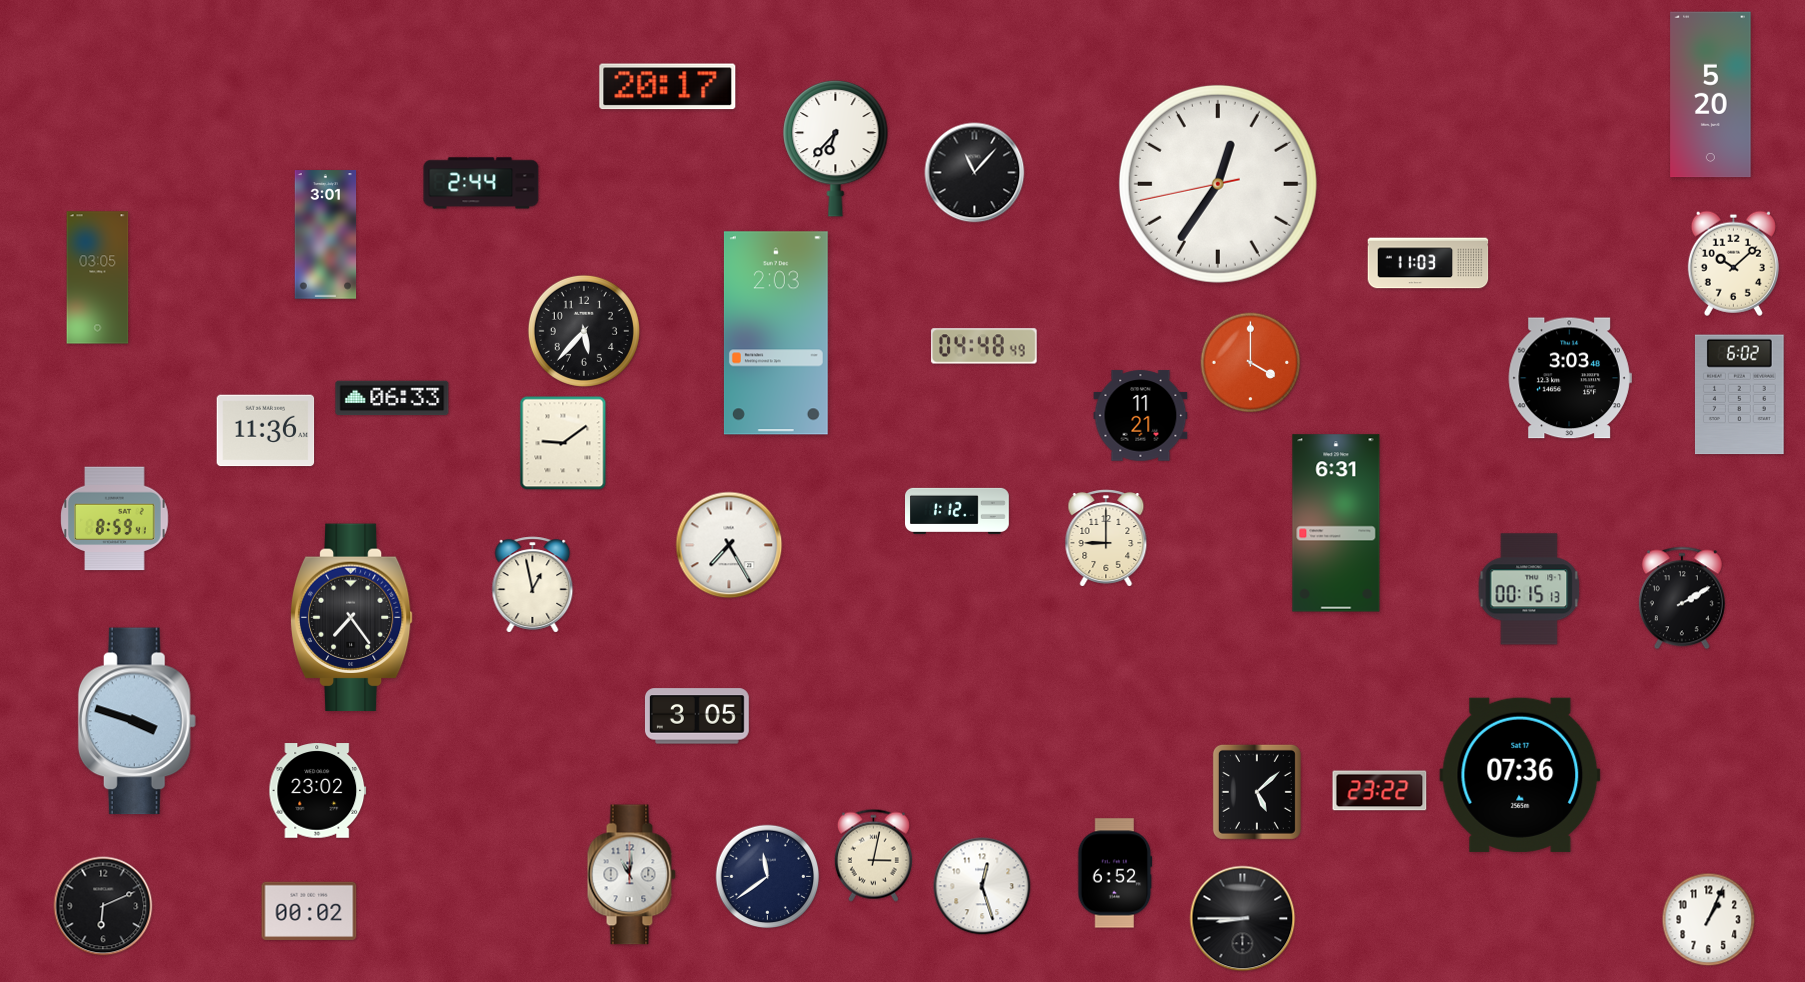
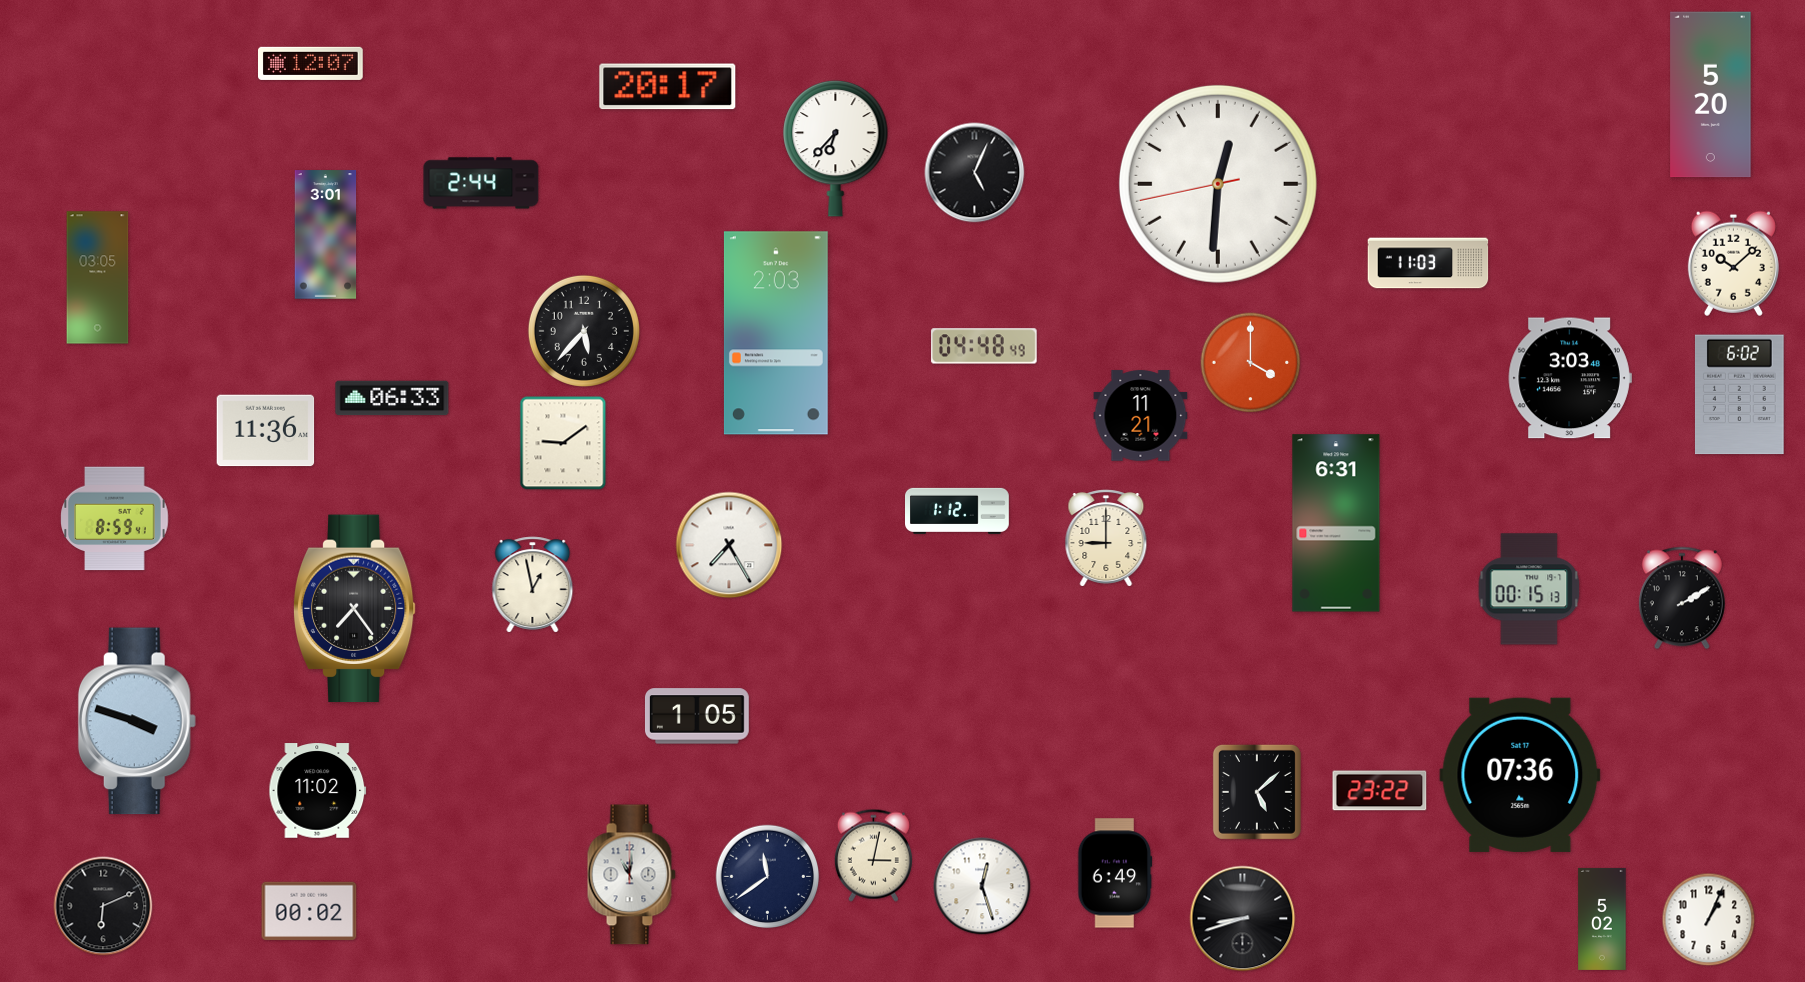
clock at (311, 63): none -> 12:07
clock at (975, 173): 11:07 -> 5:04
clock at (1218, 184): 12:35 -> 12:30
clock at (351, 618) position: (351, 618) -> (354, 609)
clock at (697, 716): 3:05 -> 1:05
clock at (318, 791): 23:02 -> 11:02
clock at (1115, 873): 6:52 -> 6:49
clock at (1243, 919): 8:45 -> 8:42
clock at (1602, 919): none -> 5:02
